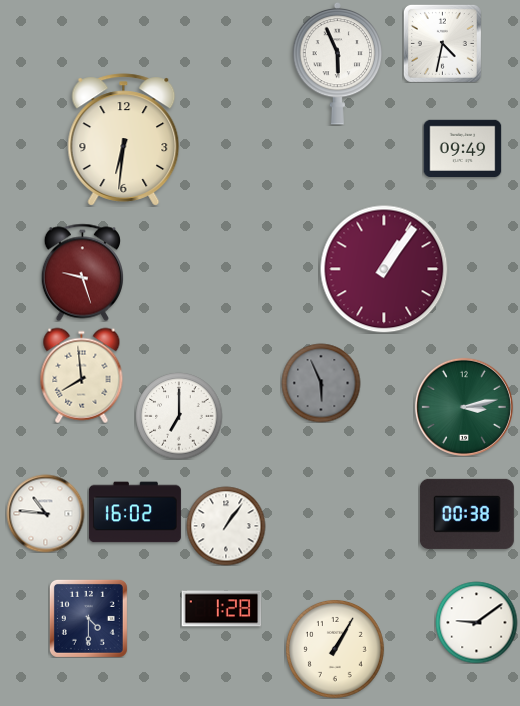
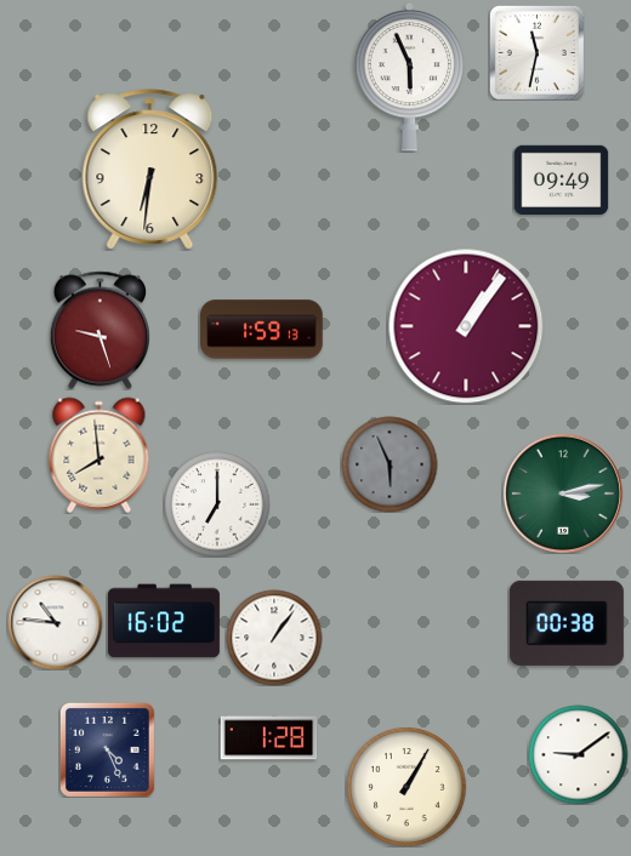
clock at (442, 43): 4:32 -> 11:32
clock at (262, 330): none -> 1:59
clock at (88, 618): 4:30 -> 4:26
